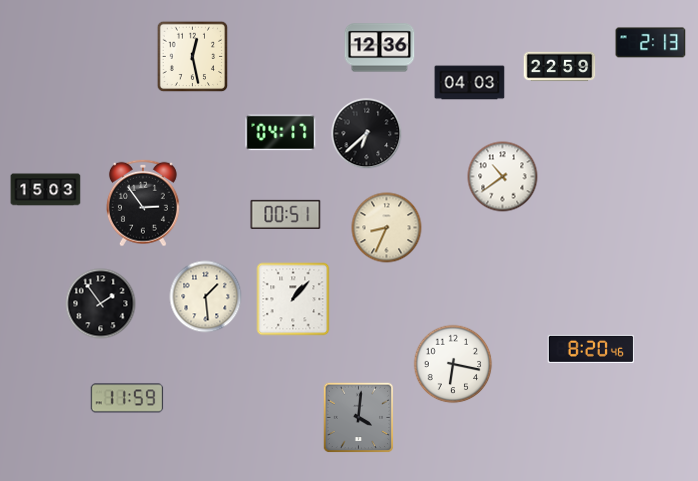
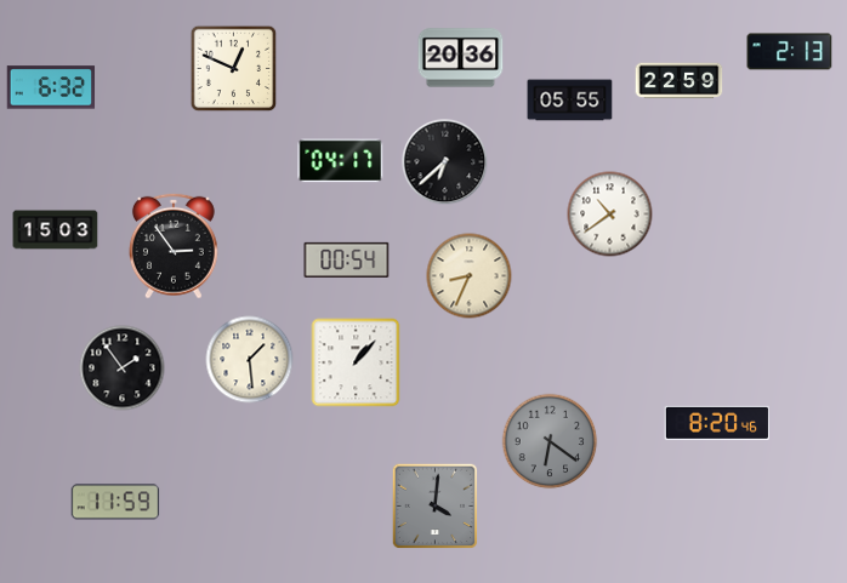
clock at (380, 48): 12:36 -> 20:36
clock at (193, 57): 12:28 -> 12:49
clock at (51, 87): none -> 6:32
clock at (470, 83): 04:03 -> 05:55
clock at (286, 214): 00:51 -> 00:54
clock at (453, 364): 6:17 -> 6:21
clock at (453, 364) dial: white -> grey
clock at (127, 398) position: (127, 398) -> (115, 502)
